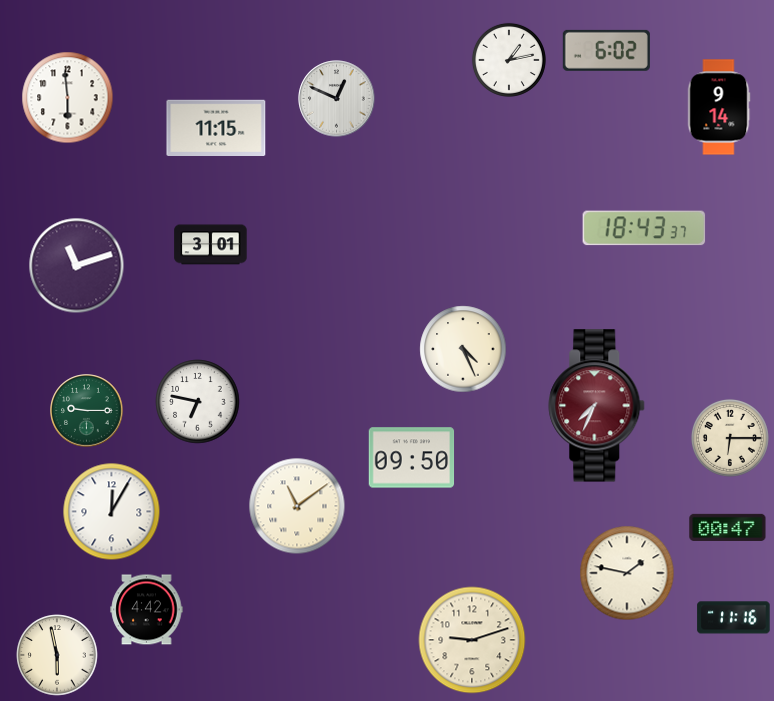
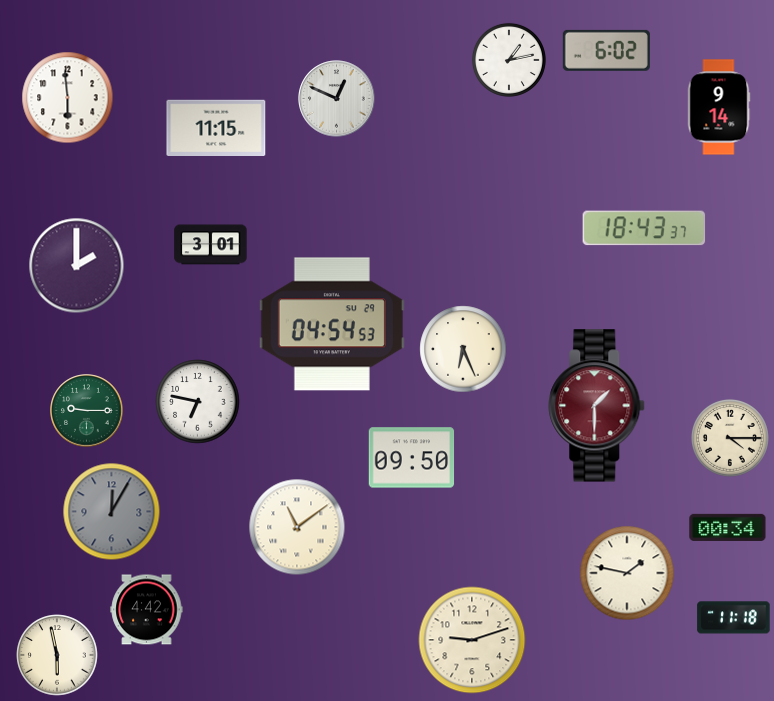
clock at (77, 266): 11:12 -> 2:00
clock at (332, 324): none -> 04:54
clock at (463, 349): 4:26 -> 6:26
clock at (597, 406): 7:34 -> 1:30
clock at (730, 438): 6:15 -> 4:15
clock at (297, 506) position: (297, 506) -> (297, 527)
clock at (112, 512) dial: white -> grey
clock at (728, 527): 00:47 -> 00:34
clock at (734, 618): 11:16 -> 11:18
